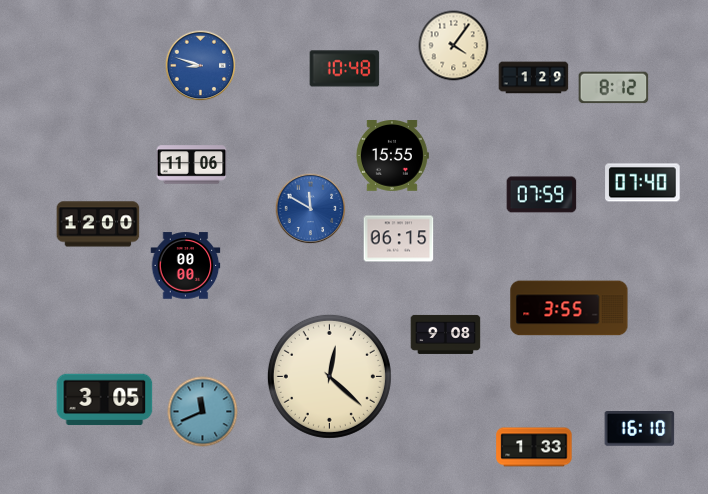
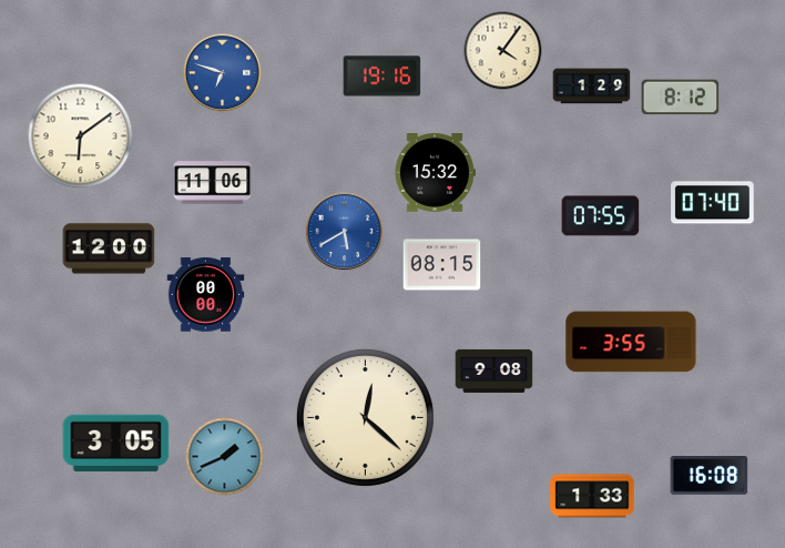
clock at (201, 66): 8:48 -> 6:48
clock at (345, 69): 10:48 -> 19:16
clock at (81, 136): none -> 6:09
clock at (392, 156): 15:55 -> 15:32
clock at (542, 195): 07:59 -> 07:55
clock at (311, 209): 11:50 -> 5:40
clock at (399, 239): 06:15 -> 08:15
clock at (203, 412): 11:41 -> 1:41
clock at (640, 429): 16:10 -> 16:08
